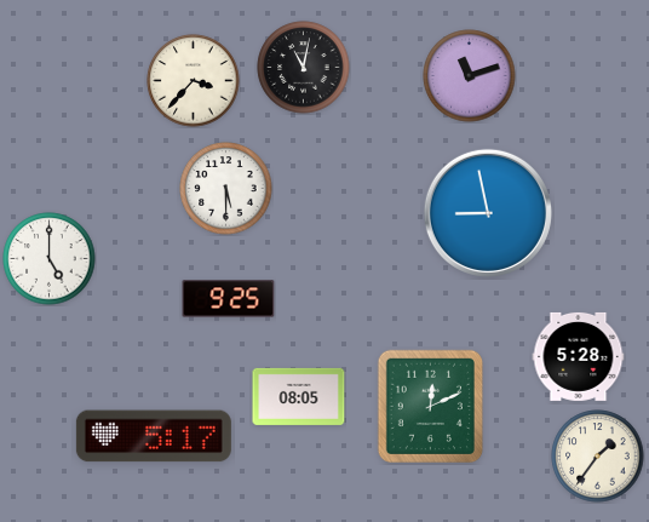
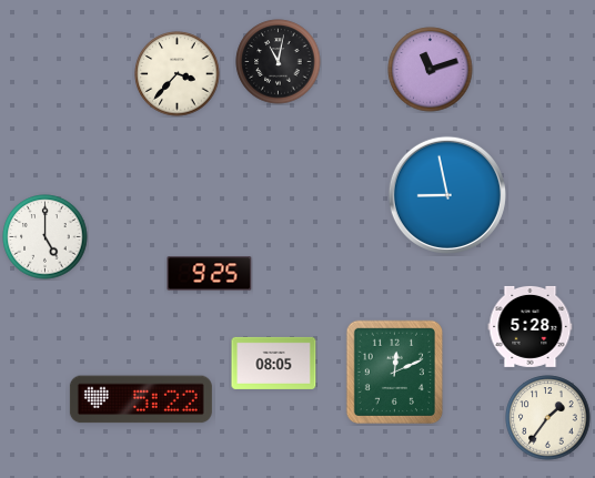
clock at (226, 189): 5:30 -> none
clock at (154, 436): 5:17 -> 5:22
